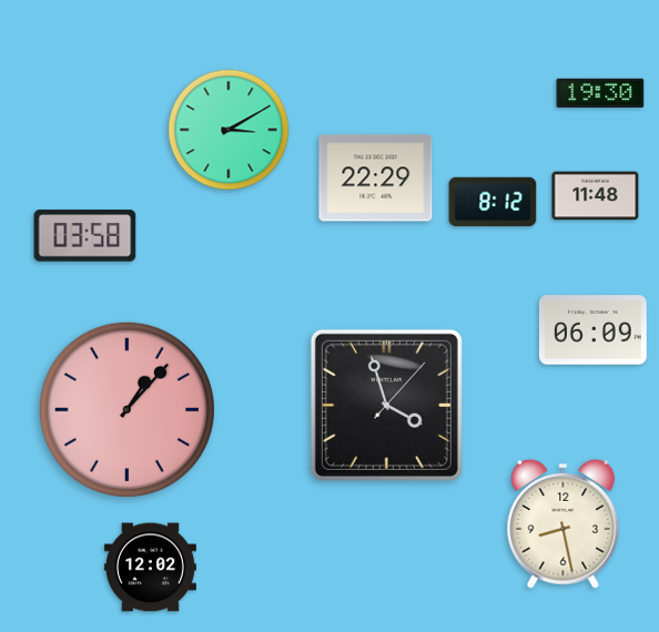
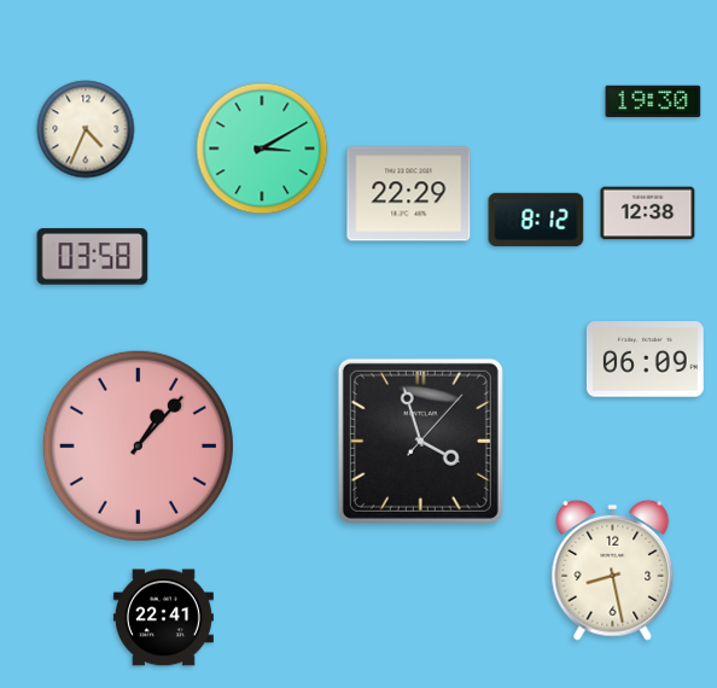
clock at (86, 129): none -> 4:34
clock at (229, 130) position: (229, 130) -> (262, 148)
clock at (596, 196): 11:48 -> 12:38
clock at (150, 568): 12:02 -> 22:41
